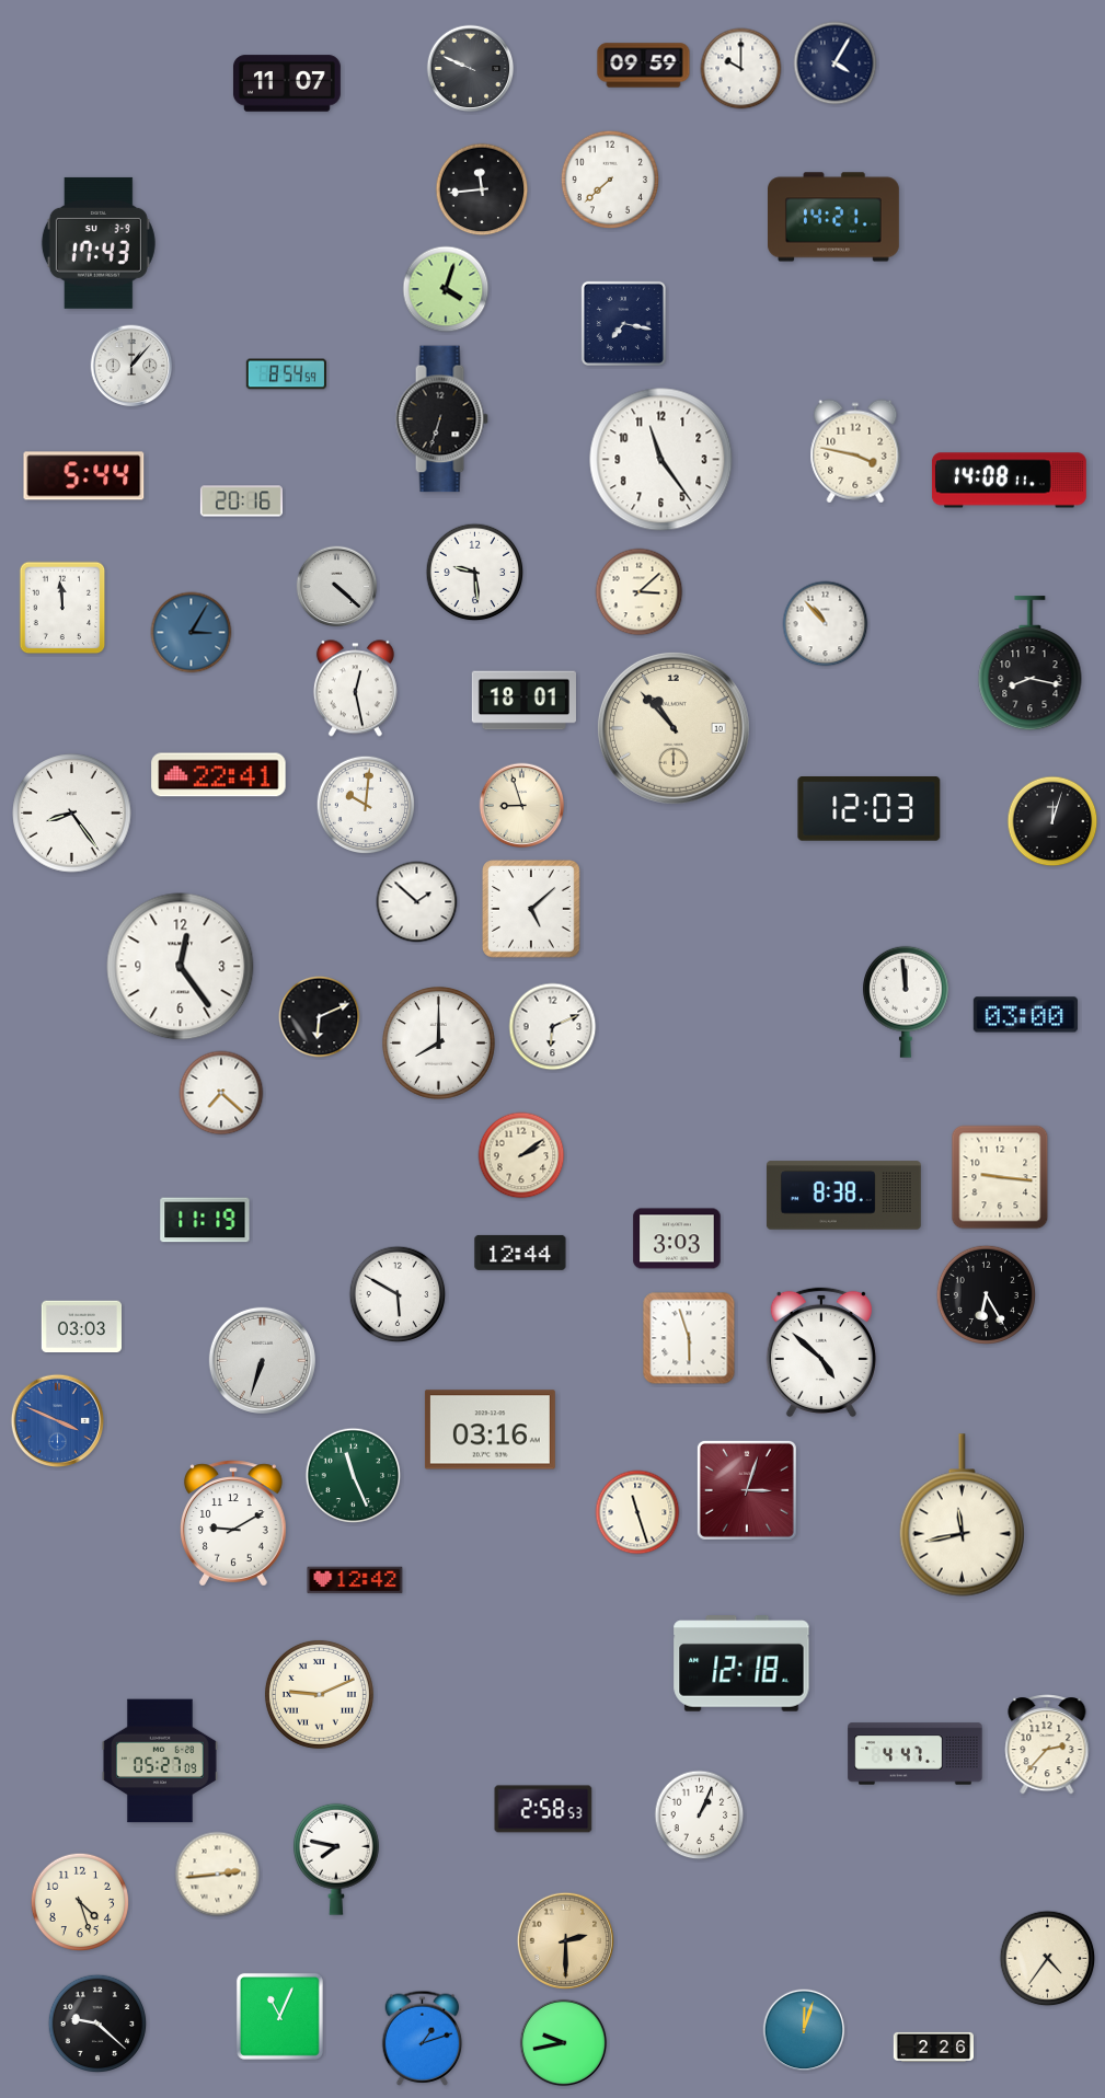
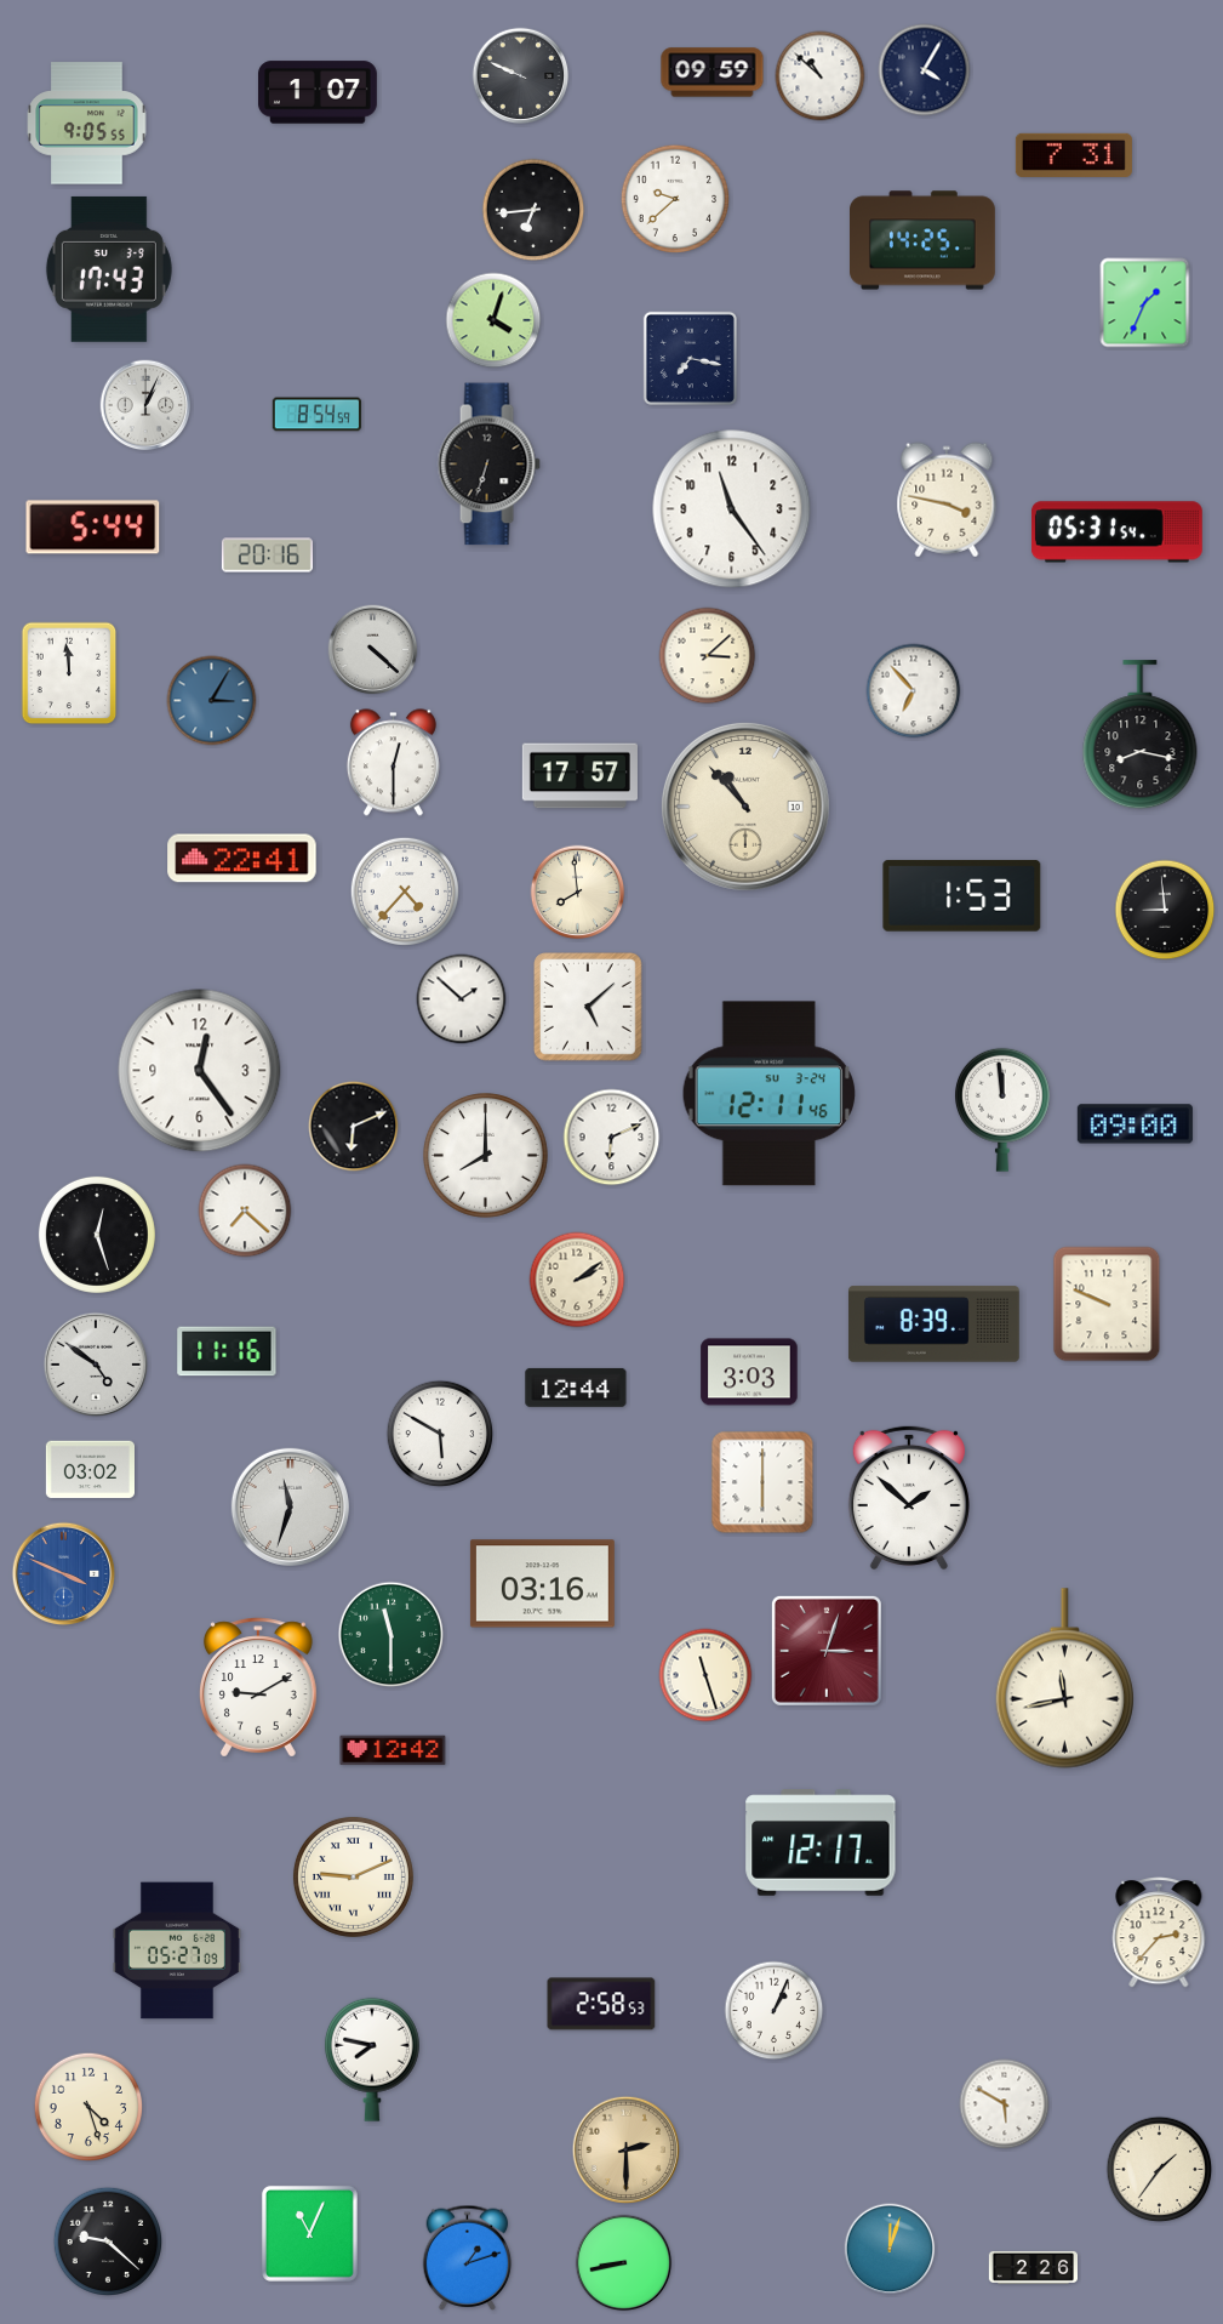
clock at (741, 69): 10:00 -> 10:52
clock at (287, 83): 11:07 -> 1:07
clock at (87, 124): none -> 9:05
clock at (1074, 155): none -> 7:31
clock at (610, 180): 7:38 -> 9:38
clock at (482, 189): 11:44 -> 6:44
clock at (834, 217): 14:21 -> 14:25
clock at (1145, 303): none -> 1:34
clock at (131, 366): 1:07 -> 1:04
clock at (1009, 481): 14:08 -> 05:31
clock at (475, 573): 9:29 -> none
clock at (826, 624): 10:53 -> 6:53
clock at (355, 689): 12:28 -> 12:30
clock at (523, 701): 18:01 -> 17:57
clock at (366, 805): 10:01 -> 4:37
clock at (522, 806): 8:57 -> 7:59
clock at (870, 809): 12:03 -> 1:53
clock at (72, 814): 8:24 -> none
clock at (1052, 821): 12:03 -> 8:59
clock at (768, 1094): none -> 12:11
clock at (1025, 1015): 03:00 -> 09:00
clock at (97, 1235): none -> 12:27
clock at (1000, 1177): 9:16 -> 9:49
clock at (843, 1196): 8:38 -> 8:39
clock at (205, 1220): 11:19 -> 11:16
clock at (96, 1365): none -> 4:51
clock at (986, 1294): 6:25 -> none
clock at (81, 1327): 03:03 -> 03:02
clock at (689, 1338): 5:57 -> 6:00
clock at (821, 1352): 4:52 -> 1:52
clock at (262, 1360): 6:33 -> 11:33
clock at (354, 1476): 11:26 -> 11:30
clock at (741, 1663): 12:18 -> 12:17
clock at (916, 1754): 4:47 -> none
clock at (218, 1875): 2:44 -> none
clock at (1005, 2104): none -> 5:50
clock at (1048, 1959): 4:36 -> 1:36
clock at (564, 2043): 9:43 -> 8:43
